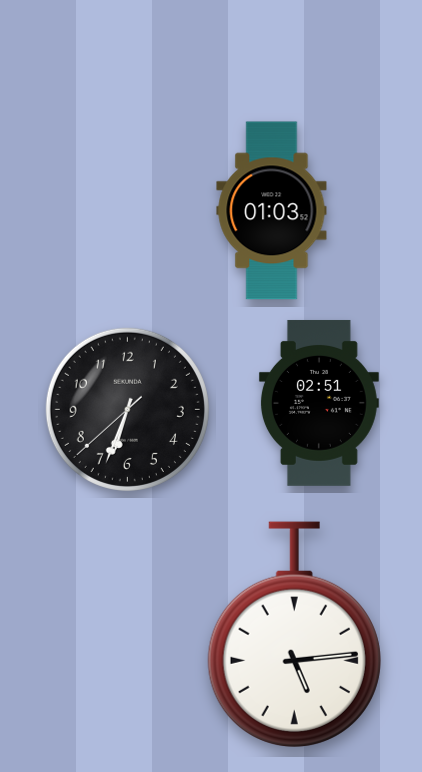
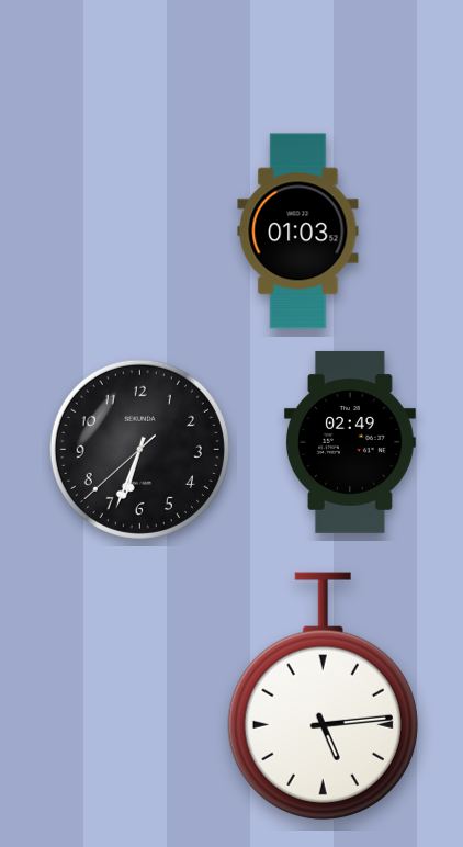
clock at (319, 403): 02:51 -> 02:49
